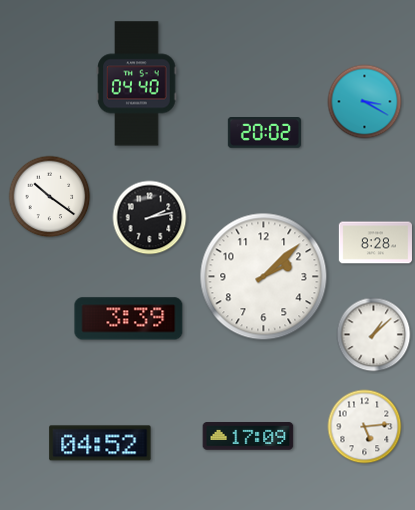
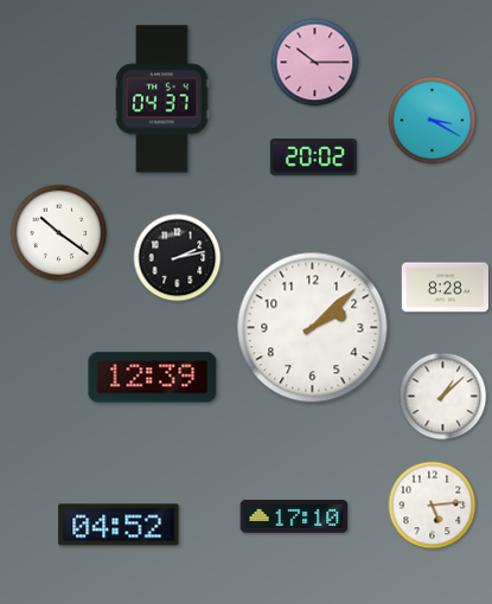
clock at (315, 63): none -> 10:15
clock at (137, 84): 04:40 -> 04:37
clock at (129, 319): 3:39 -> 12:39
clock at (248, 437): 17:09 -> 17:10
